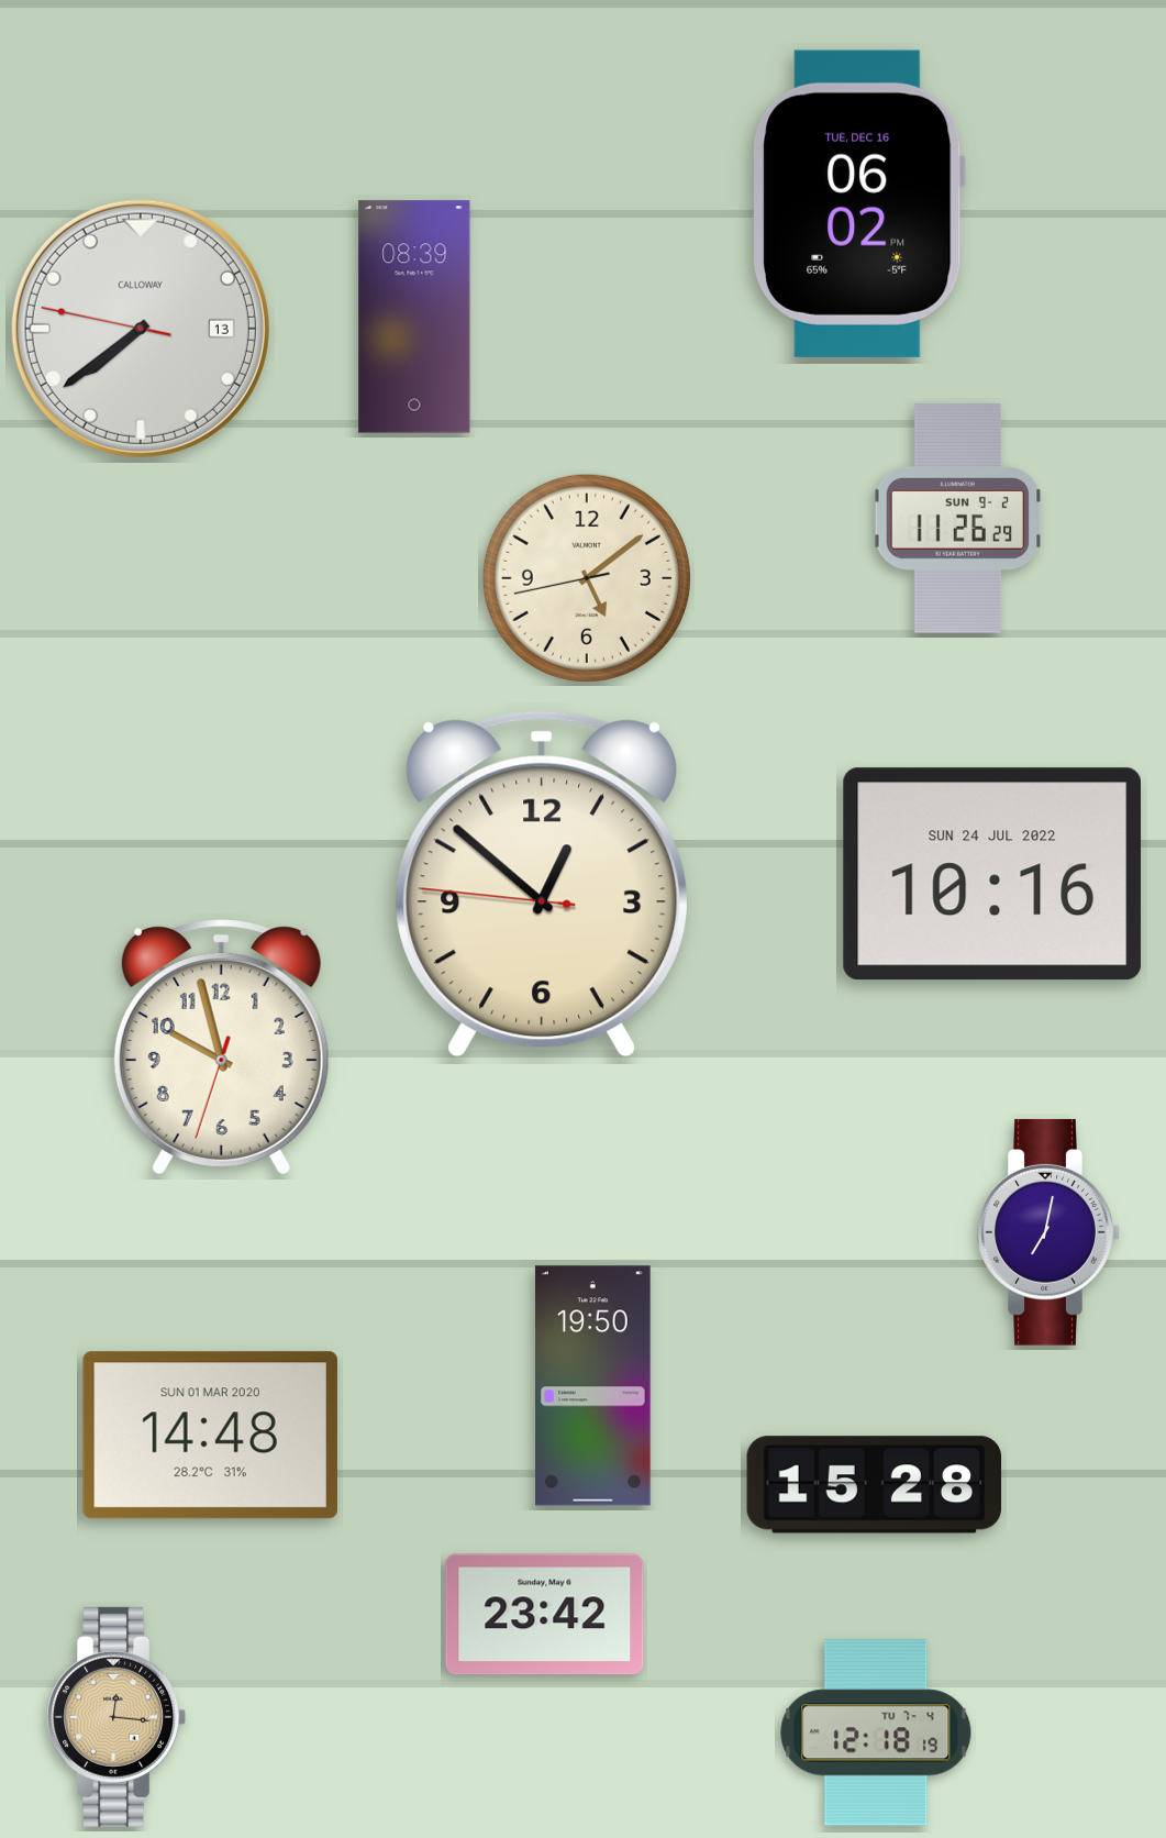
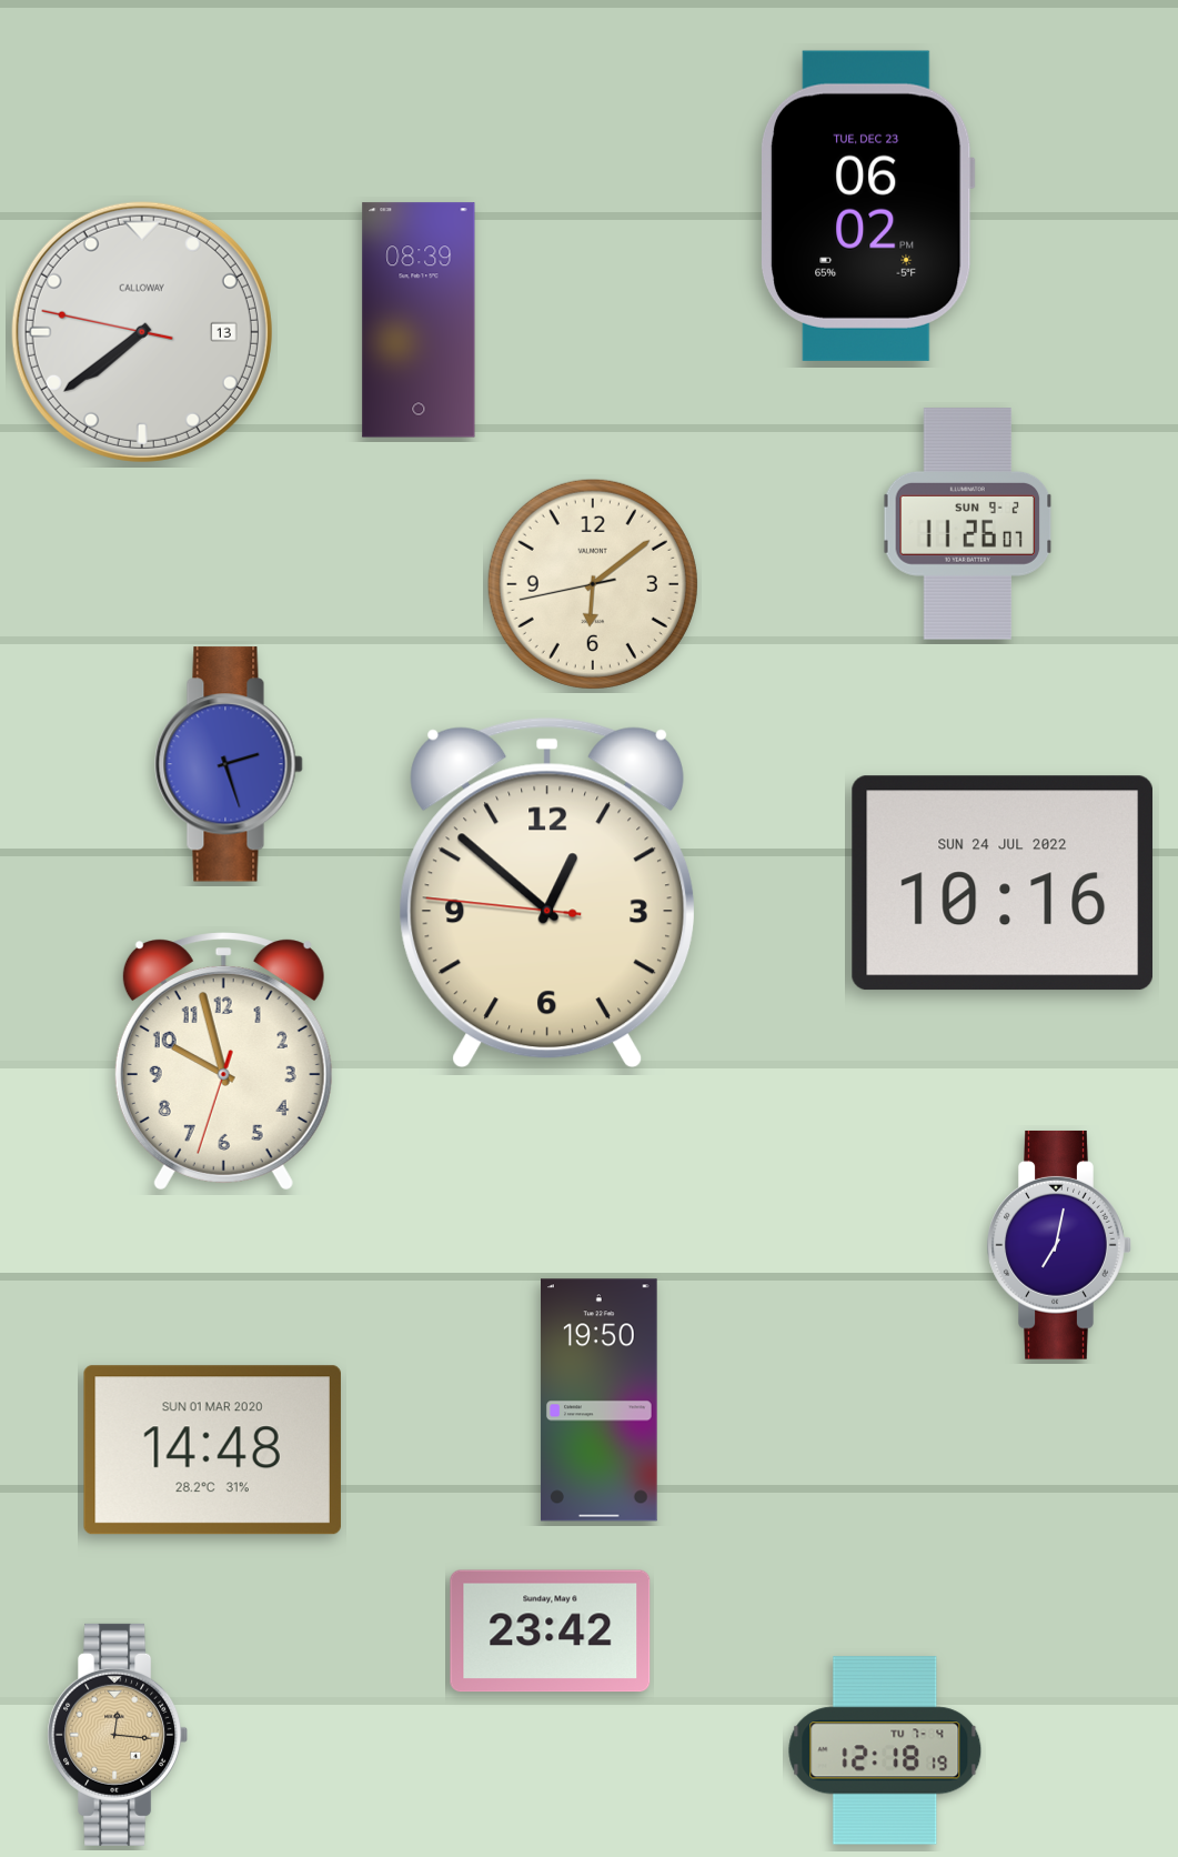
clock at (858, 203) date: TUE, DEC 16 -> TUE, DEC 23
clock at (958, 519): 11:26:29 -> 11:26:07
clock at (587, 578): 5:08 -> 6:08
clock at (229, 764): none -> 2:27
clock at (221, 1048) position: (221, 1048) -> (223, 1062)
clock at (875, 1485): 15:28 -> none
